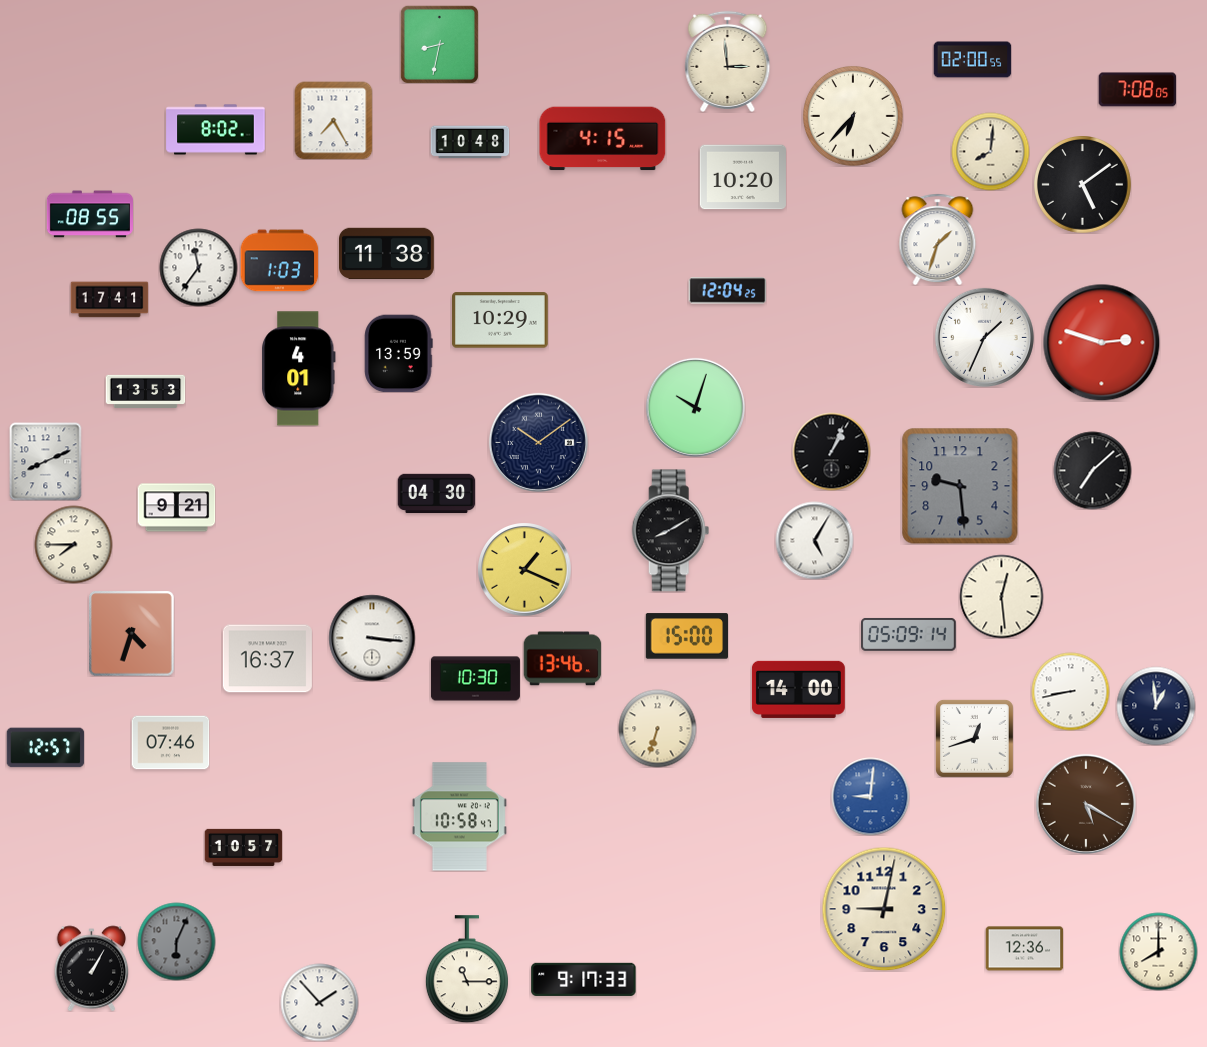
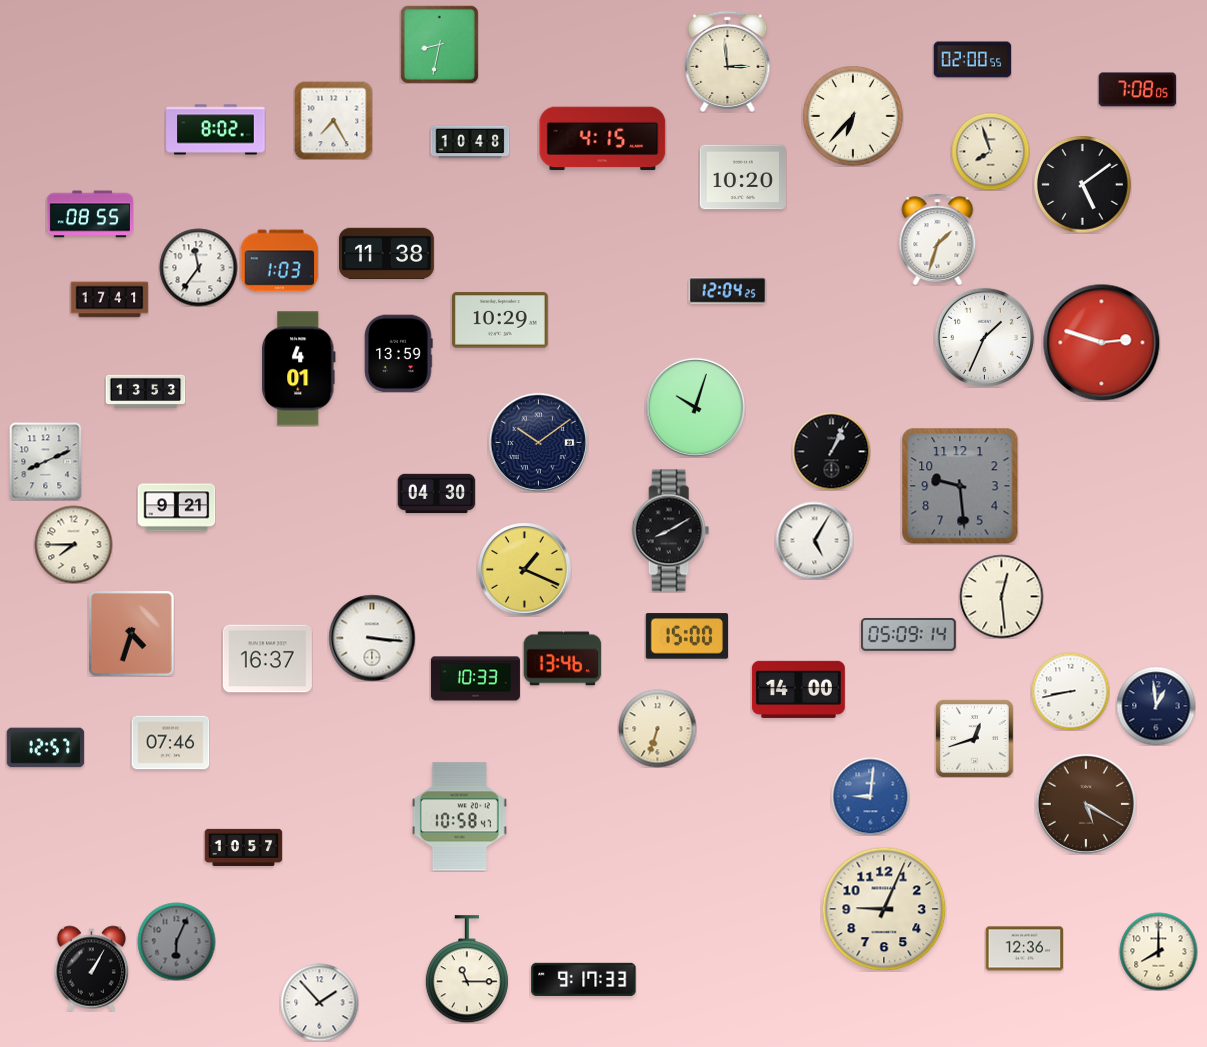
clock at (990, 151): 8:01 -> 7:57
clock at (1092, 470): 7:08 -> none
clock at (475, 679): 10:30 -> 10:33
clock at (884, 909): 9:02 -> 9:04
